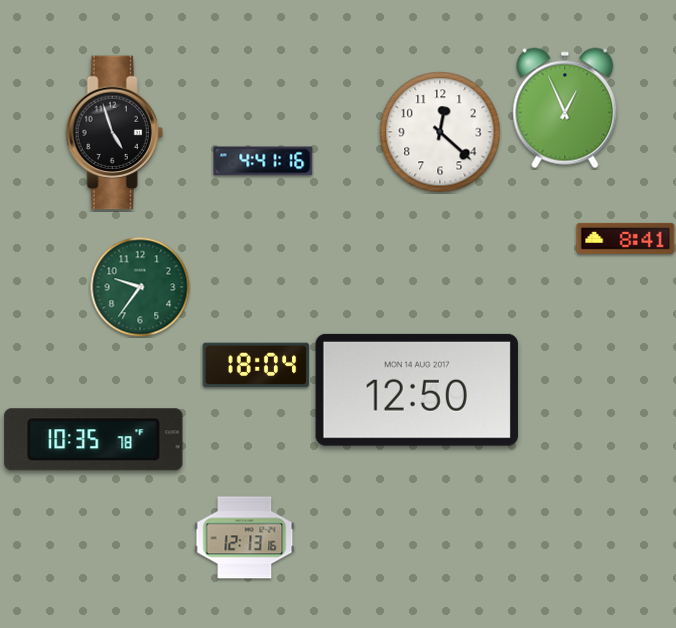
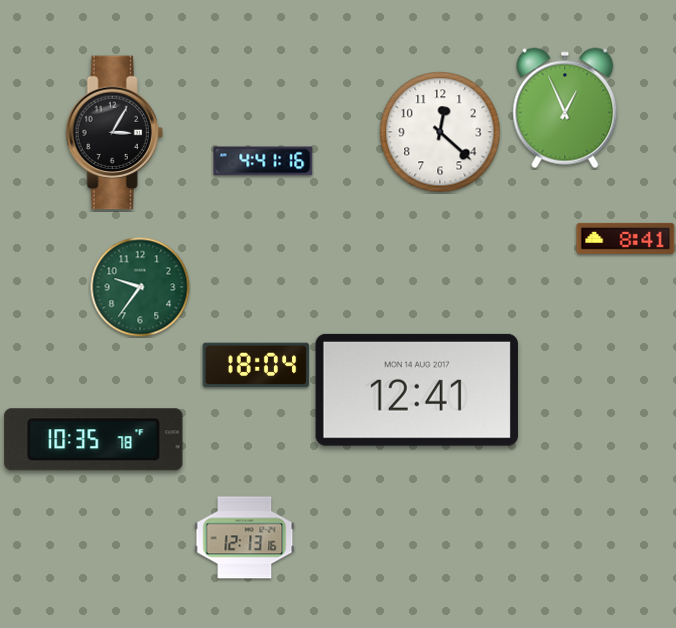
clock at (114, 133): 4:57 -> 3:05
clock at (417, 390): 12:50 -> 12:41
